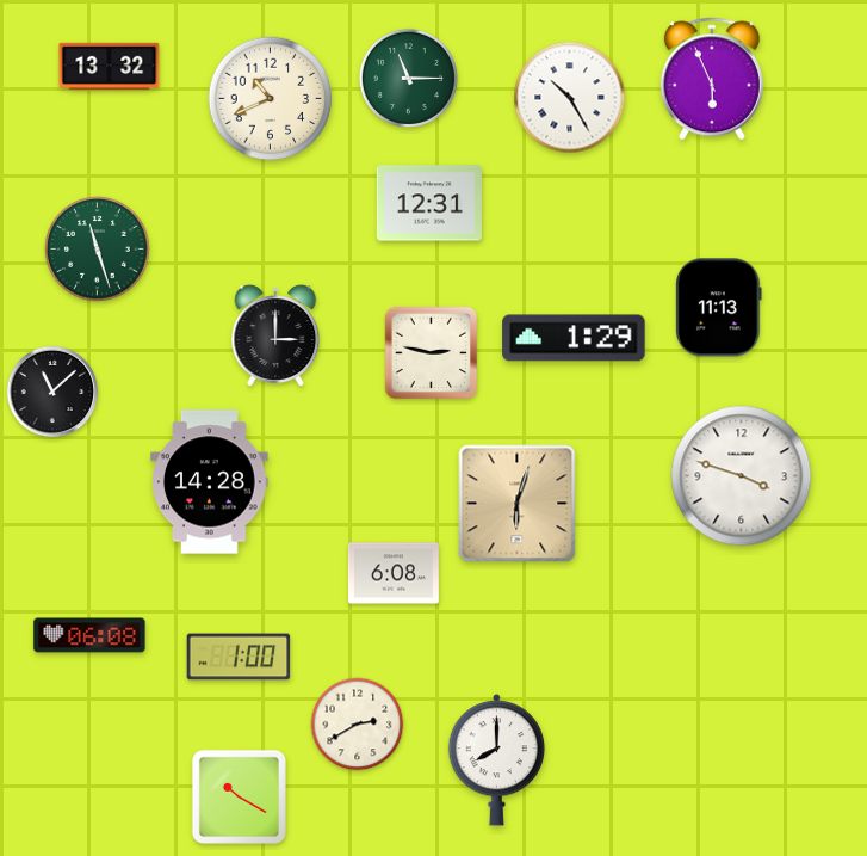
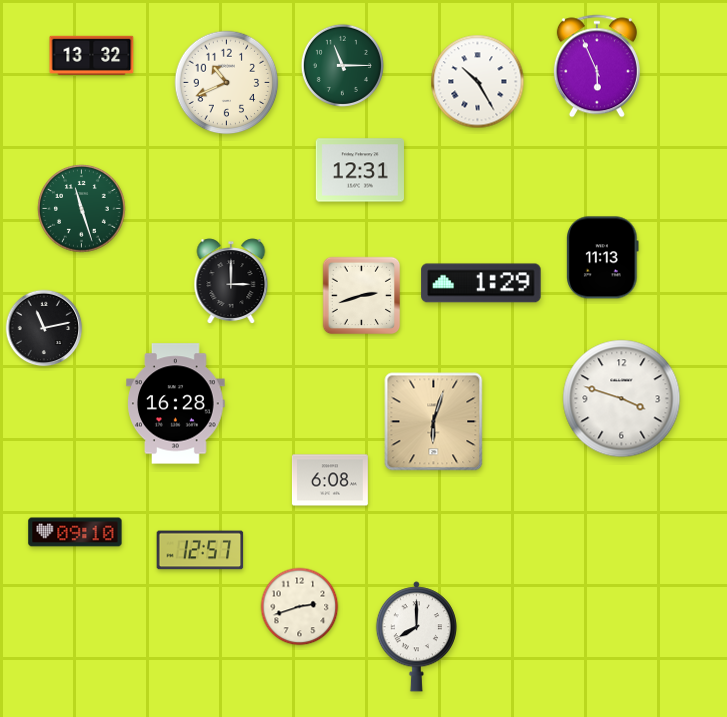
clock at (432, 353): 2:47 -> 2:42
clock at (52, 392): 11:08 -> 11:13
clock at (210, 482): 14:28 -> 16:28
clock at (89, 635): 06:08 -> 09:10
clock at (239, 657): 1:00 -> 12:57
clock at (358, 725): 2:40 -> 2:42
clock at (239, 796): 10:20 -> none
